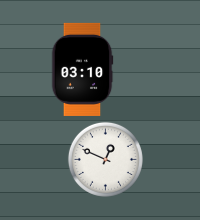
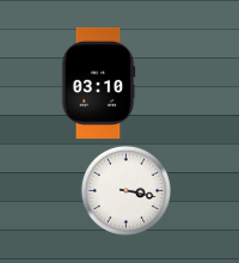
clock at (105, 159): 12:49 -> 3:17
